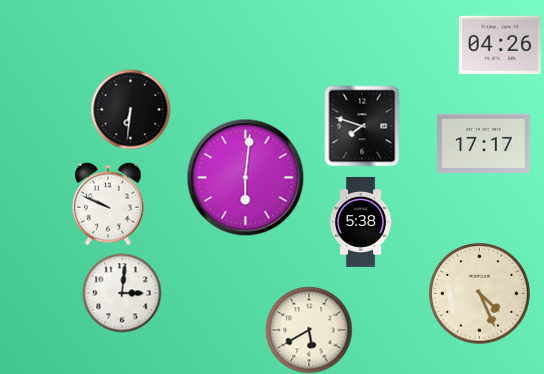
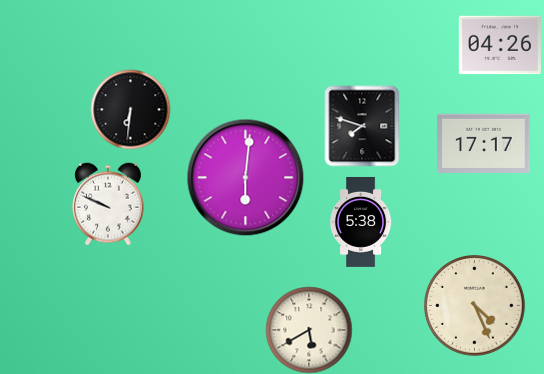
clock at (122, 293): 3:01 -> none
clock at (480, 294) position: (480, 294) -> (475, 306)
